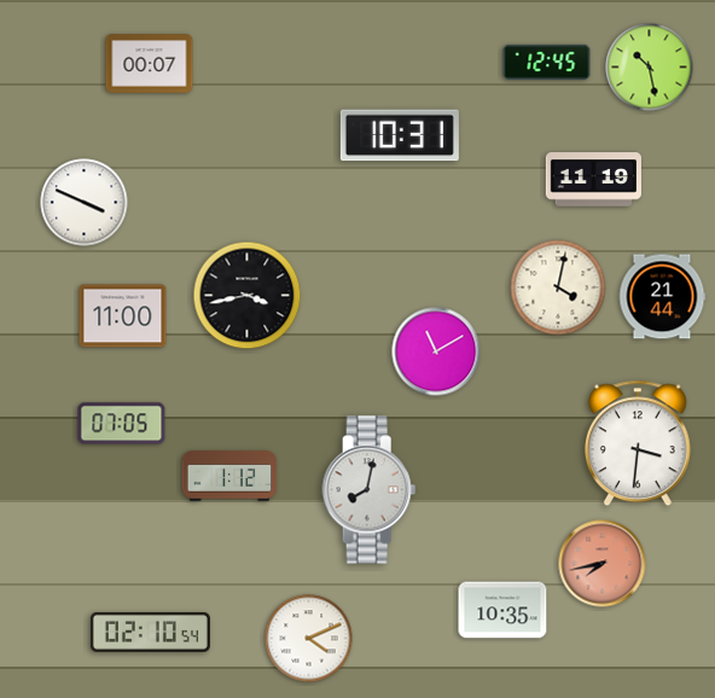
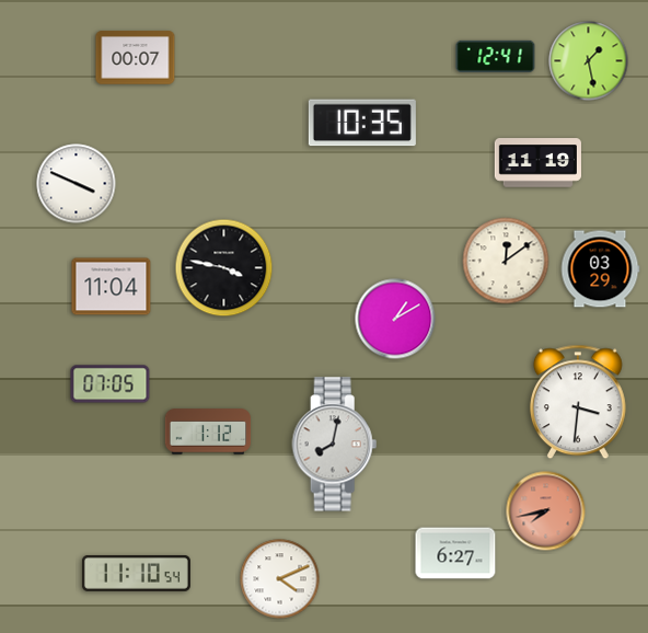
clock at (547, 62): 12:45 -> 12:41
clock at (650, 68): 10:28 -> 1:28
clock at (400, 135): 10:31 -> 10:35
clock at (558, 287): 4:02 -> 12:09
clock at (248, 296): 3:43 -> 3:47
clock at (662, 297): 21:44 -> 03:29
clock at (123, 316): 11:00 -> 11:04
clock at (436, 351): 11:10 -> 1:10
clock at (502, 610): 10:35 -> 6:27
clock at (150, 633): 02:10 -> 11:10
